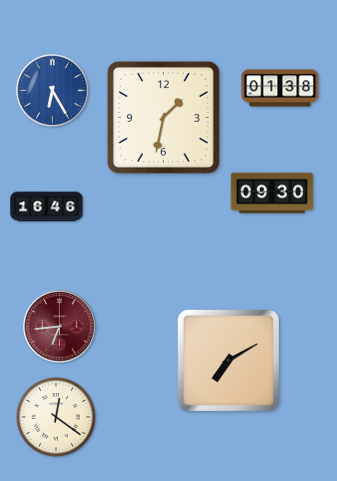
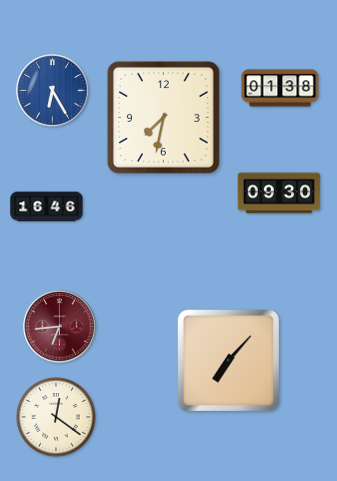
clock at (163, 117): 1:32 -> 7:32
clock at (272, 193) position: (272, 193) -> (279, 193)
clock at (228, 360): 7:10 -> 7:07
